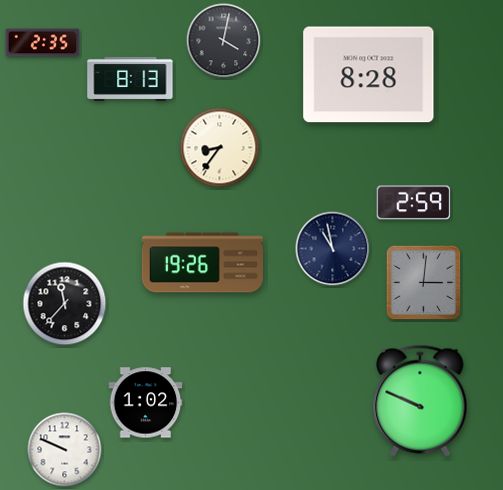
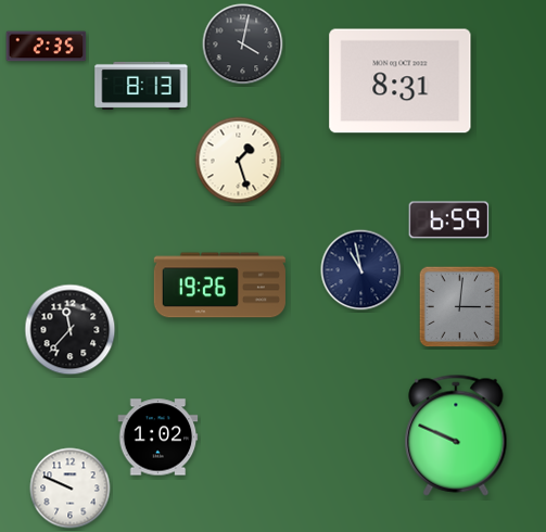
clock at (369, 75): 8:28 -> 8:31
clock at (220, 148): 8:36 -> 1:27
clock at (414, 203): 2:59 -> 6:59
